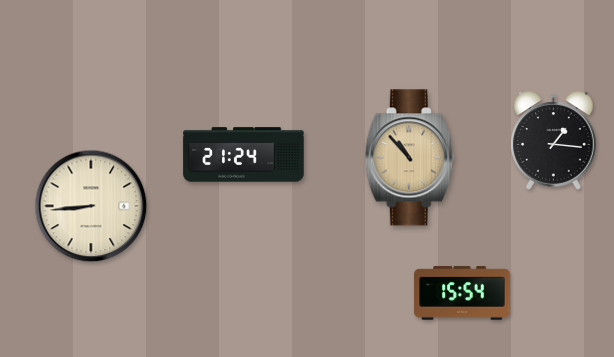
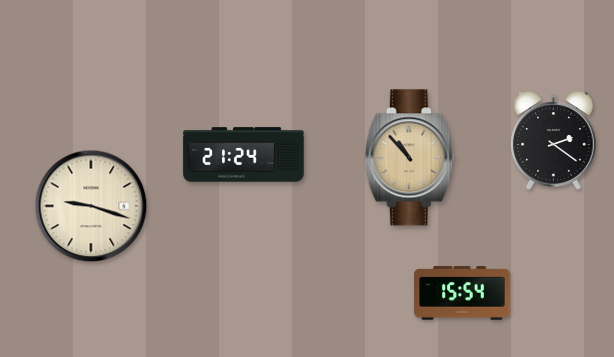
clock at (554, 141): 1:16 -> 2:21
clock at (91, 206): 8:44 -> 9:18
